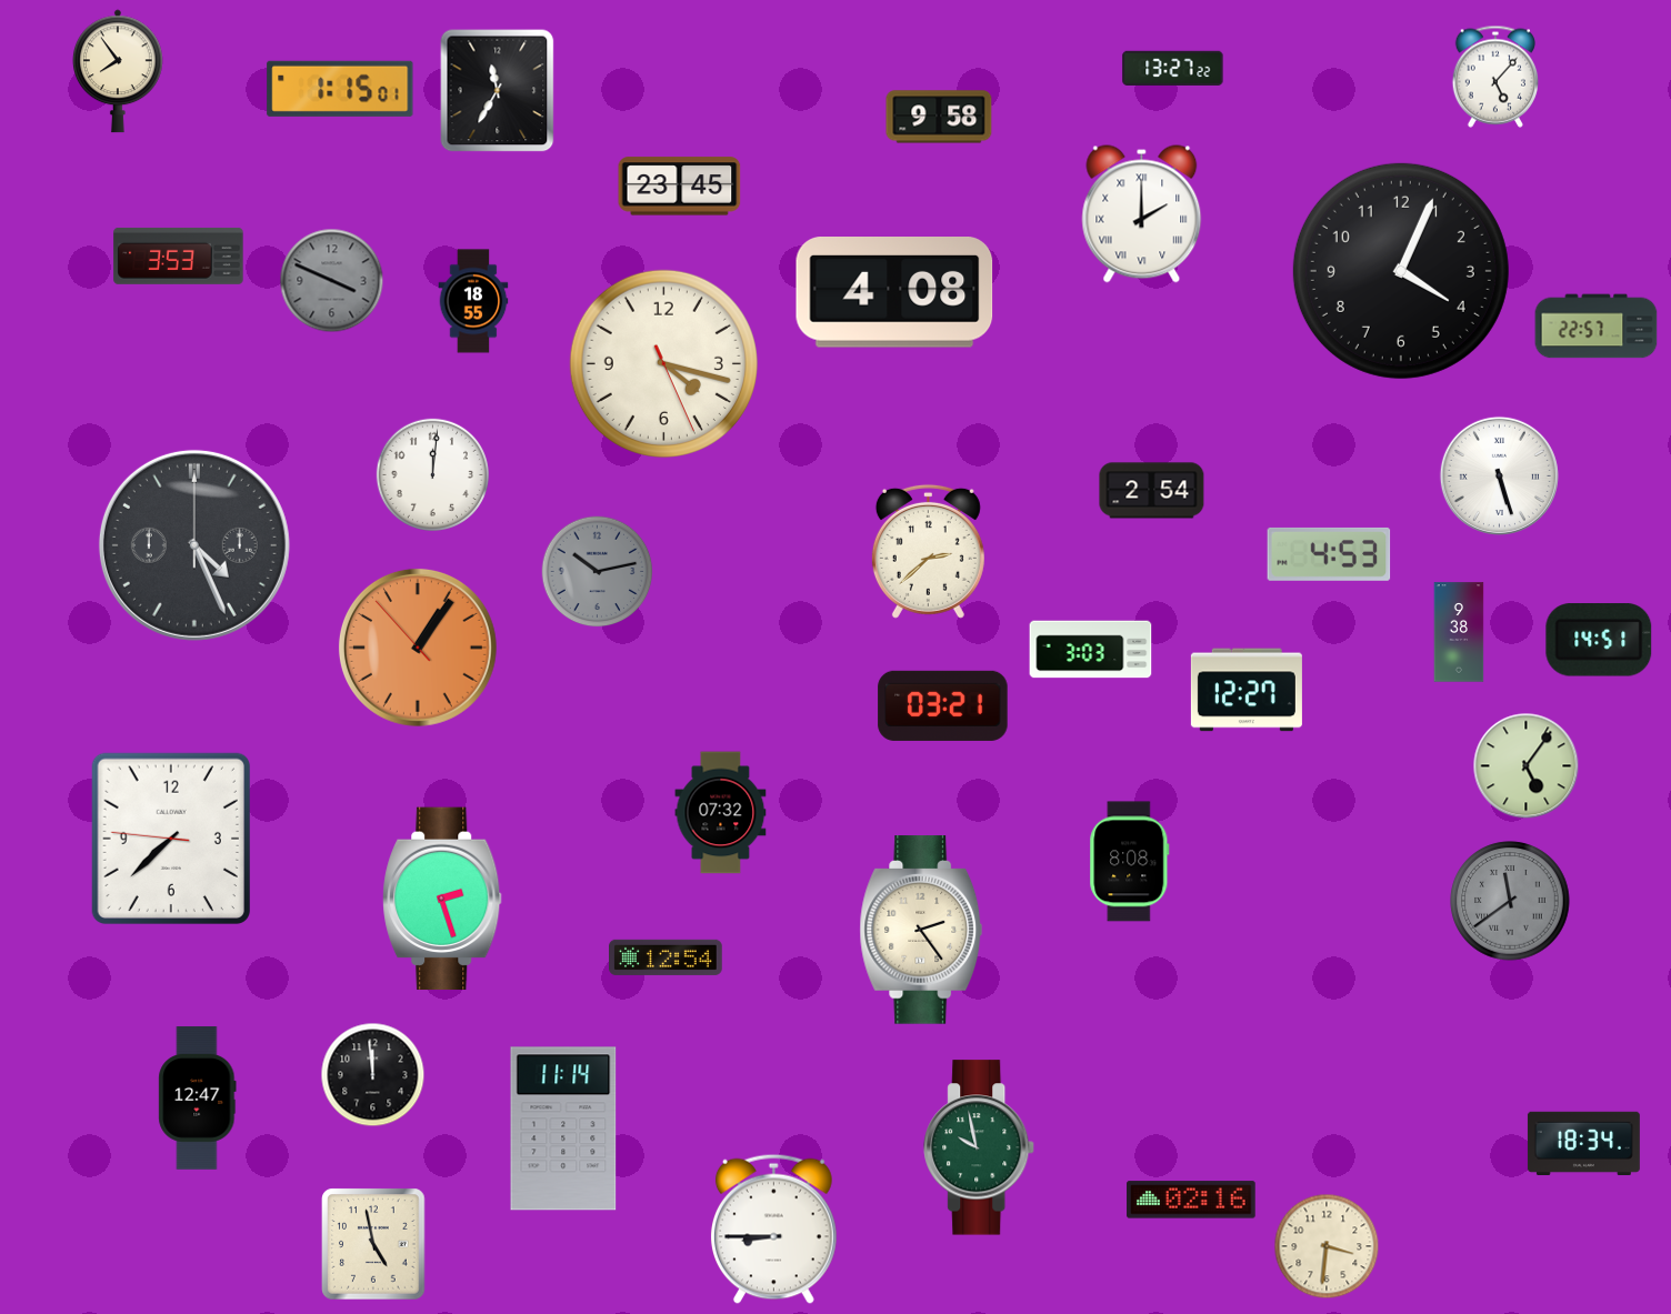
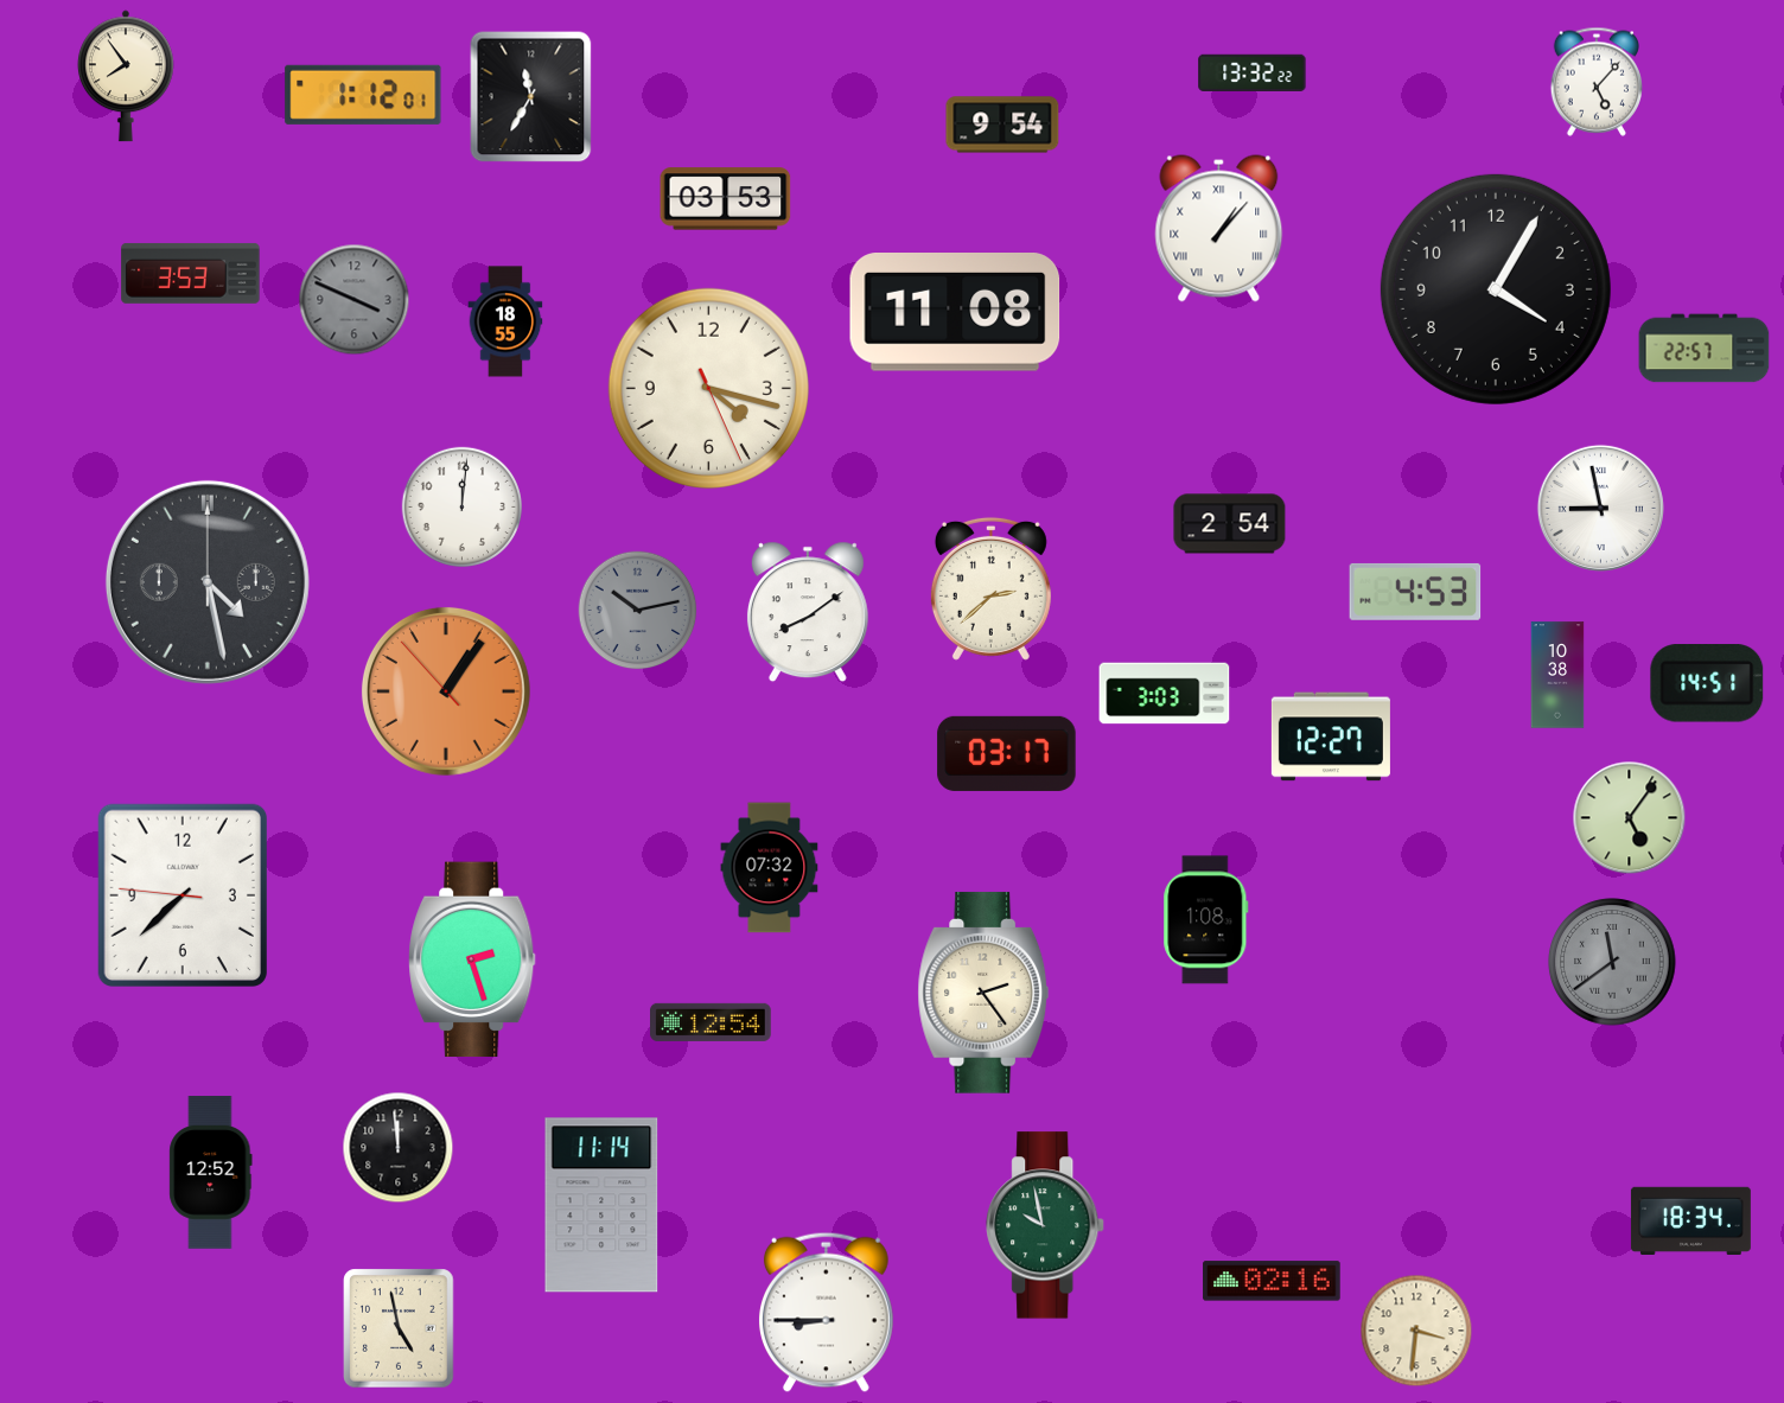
clock at (1173, 68): 13:27 -> 13:32
clock at (340, 89): 1:15 -> 1:12
clock at (939, 117): 9:58 -> 9:54
clock at (680, 187): 23:45 -> 03:53
clock at (1142, 214): 2:00 -> 1:07
clock at (1401, 271): 4:04 -> 4:05
clock at (894, 292): 4:08 -> 11:08
clock at (1499, 475): 5:27 -> 8:58
clock at (194, 545): 4:26 -> 4:28
clock at (1329, 554) position: (1329, 554) -> (1415, 592)
clock at (808, 612): none -> 8:09
clock at (1459, 632): 9:38 -> 10:38
clock at (943, 705): 03:21 -> 03:17
clock at (1130, 862): 8:08 -> 1:08
clock at (198, 1099): 12:47 -> 12:52
